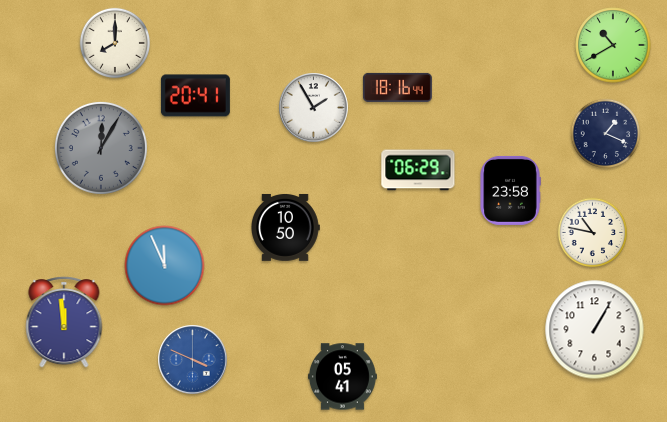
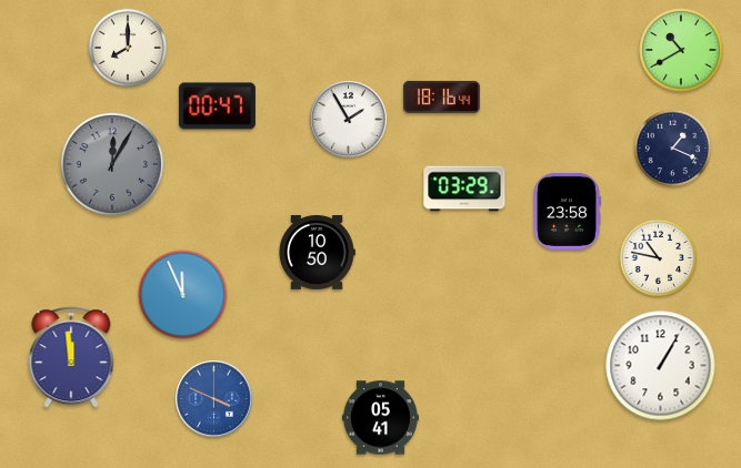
clock at (195, 96): 20:41 -> 00:47
clock at (418, 170): 06:29 -> 03:29
